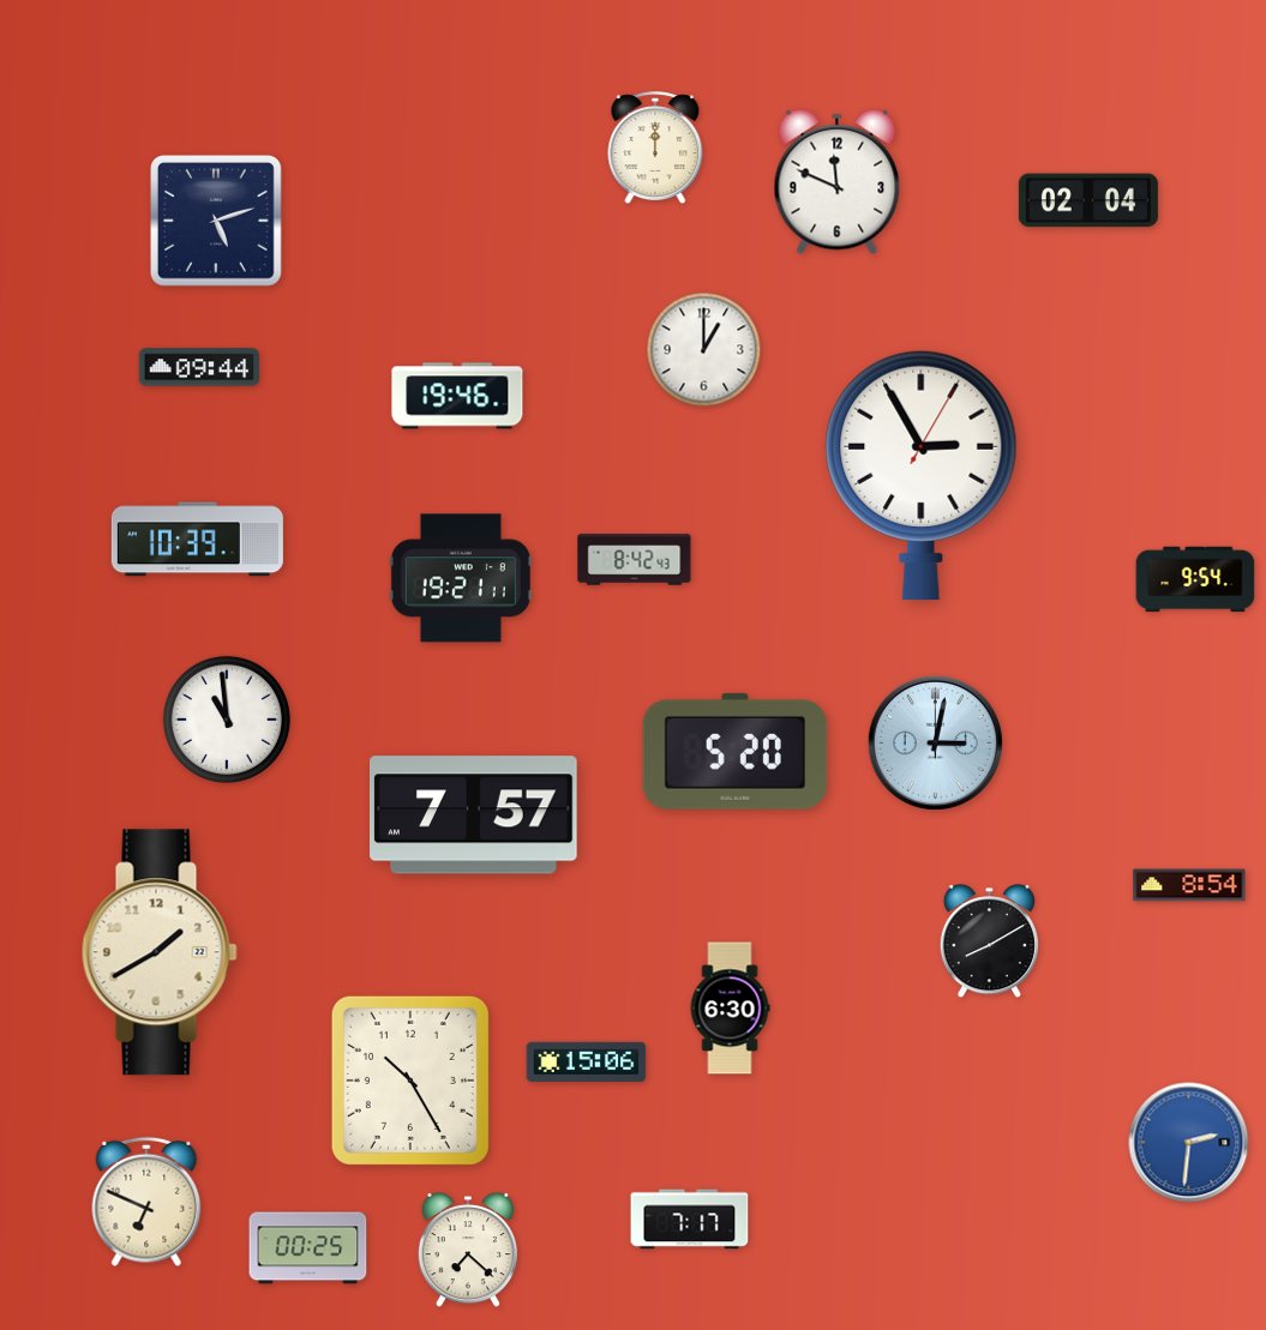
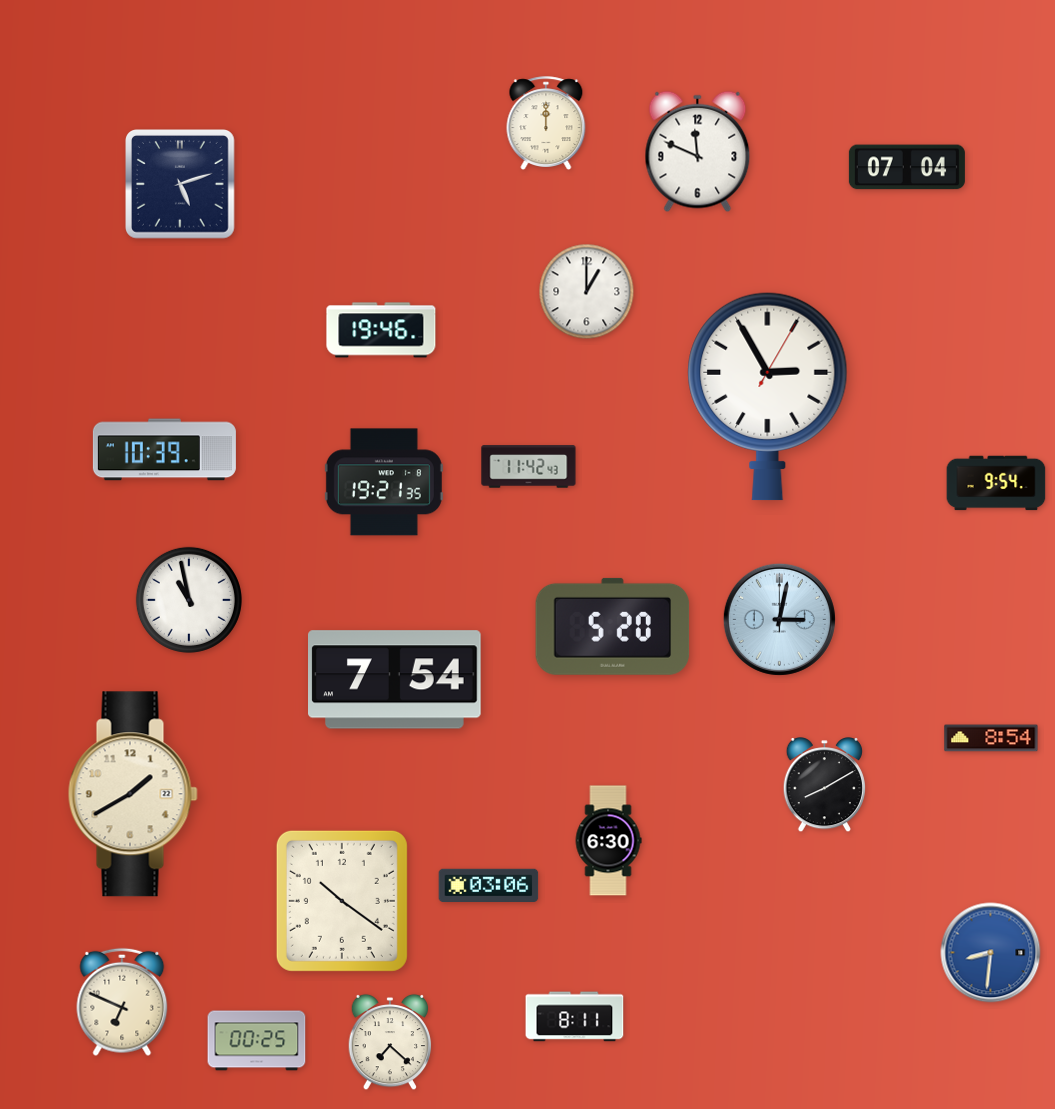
clock at (1088, 200): 02:04 -> 07:04
clock at (199, 367): 09:44 -> none
clock at (635, 560): 8:42 -> 11:42
clock at (461, 578): 19:21:11 -> 19:21:35
clock at (227, 720): 10:59 -> 10:58
clock at (474, 816): 7:57 -> 7:54
clock at (587, 1061): 15:06 -> 03:06
clock at (410, 1081): 10:25 -> 10:21
clock at (1189, 1143): 2:31 -> 8:31
clock at (690, 1220): 7:17 -> 8:11
